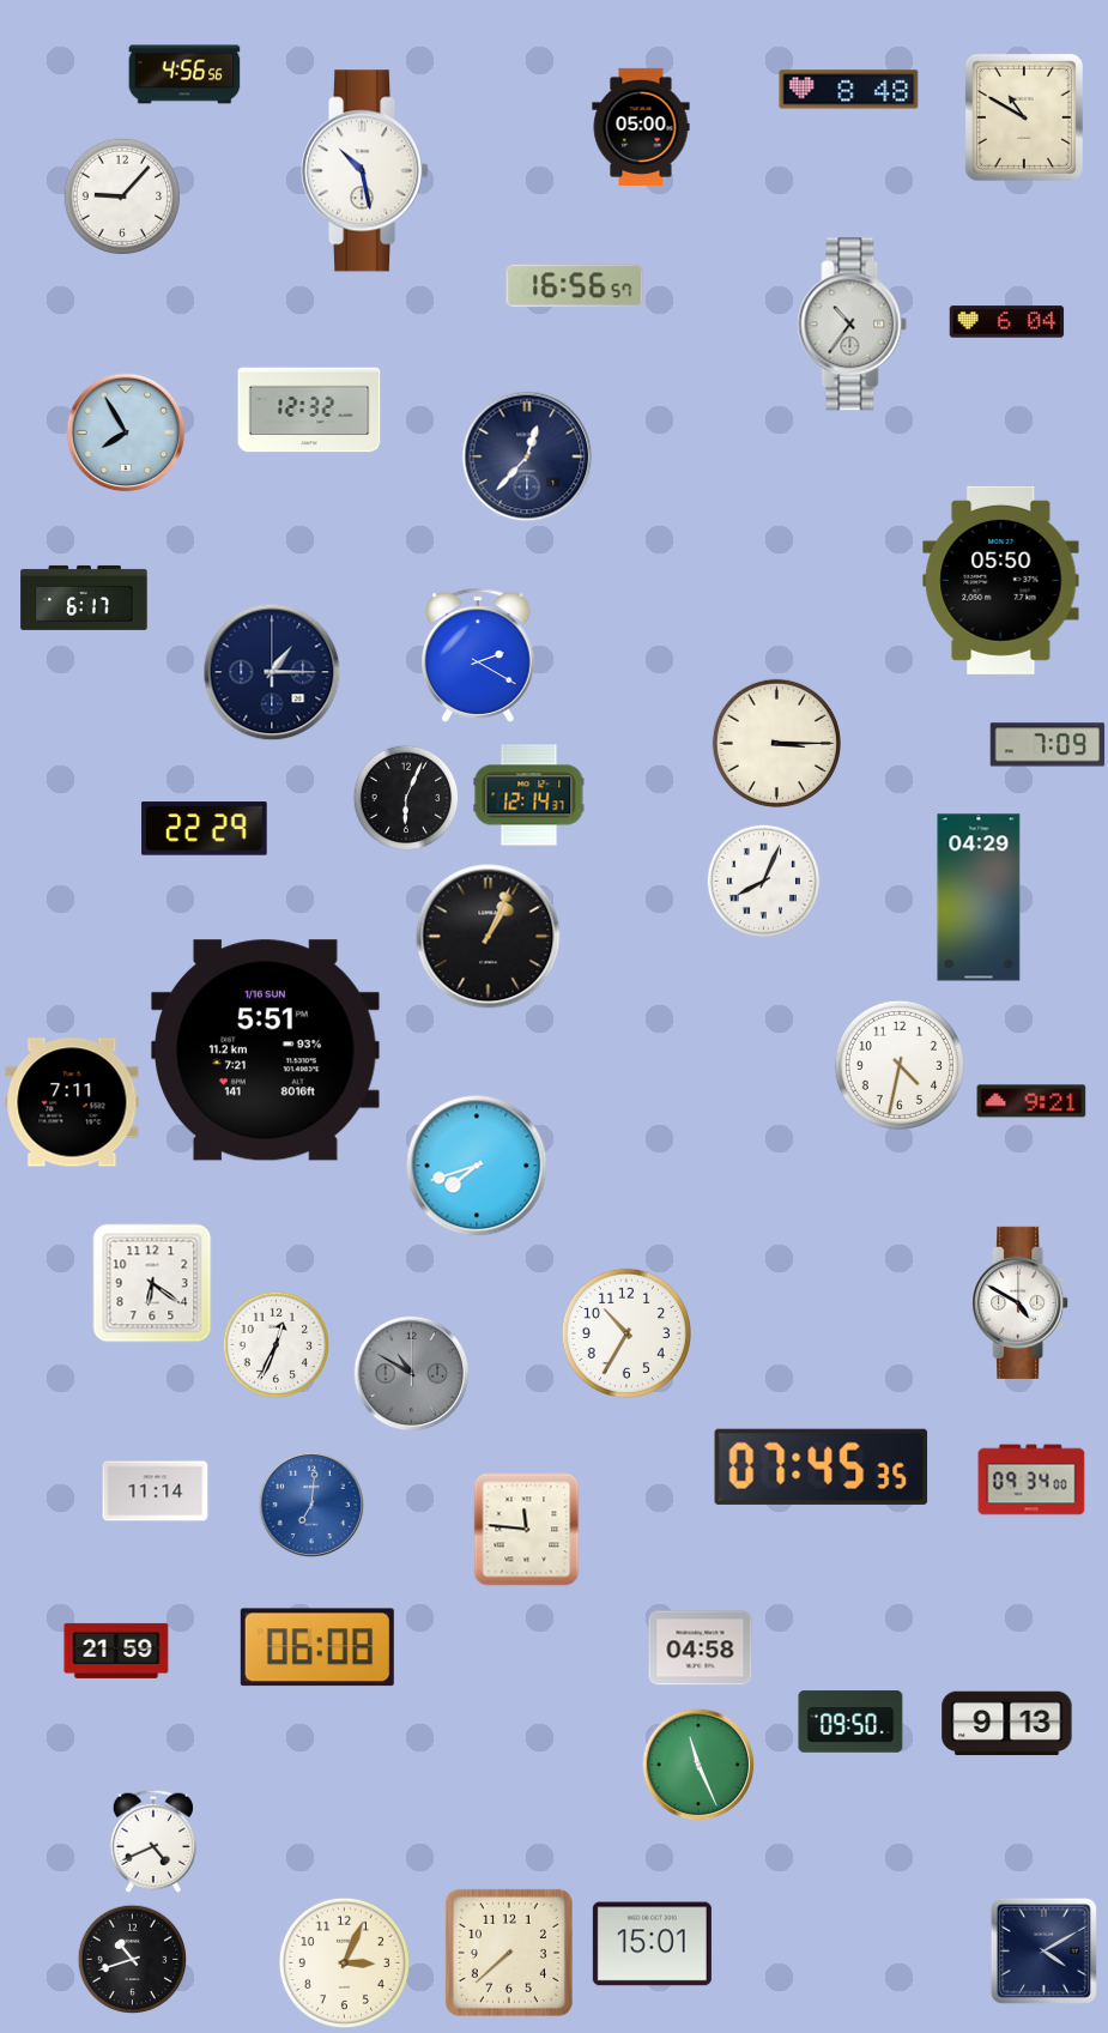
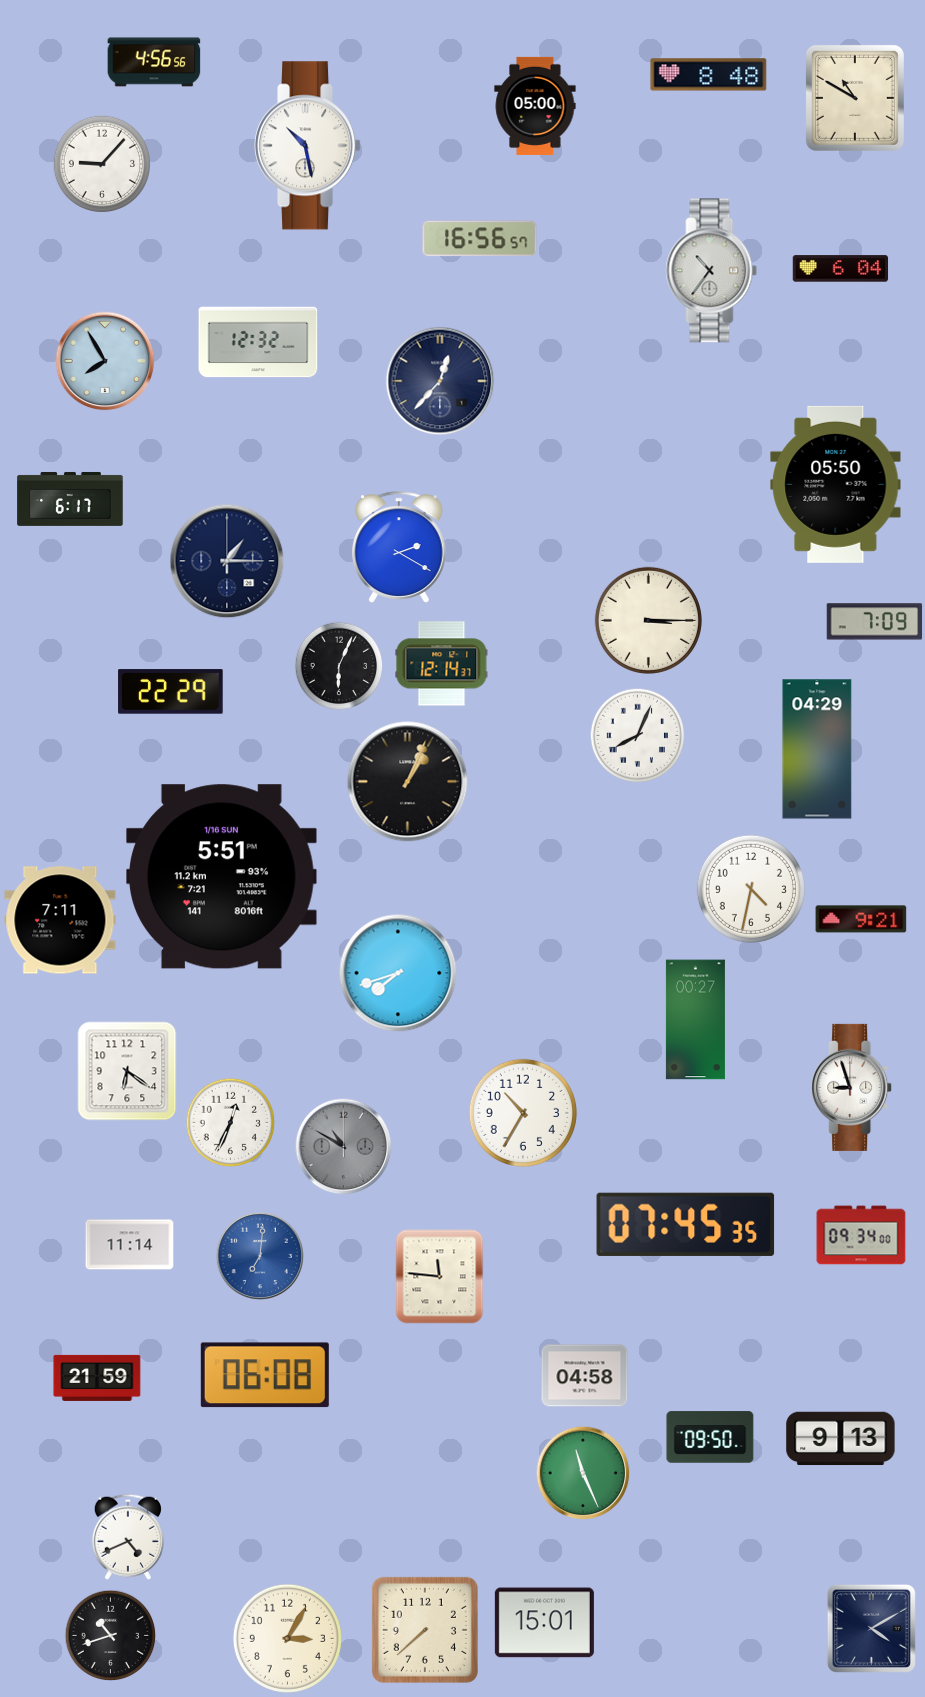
clock at (367, 171) position: (367, 171) -> (309, 146)
clock at (695, 1020): none -> 00:27
clock at (1021, 1302): 4:50 -> 8:57
clock at (344, 1962): 3:04 -> 3:05
